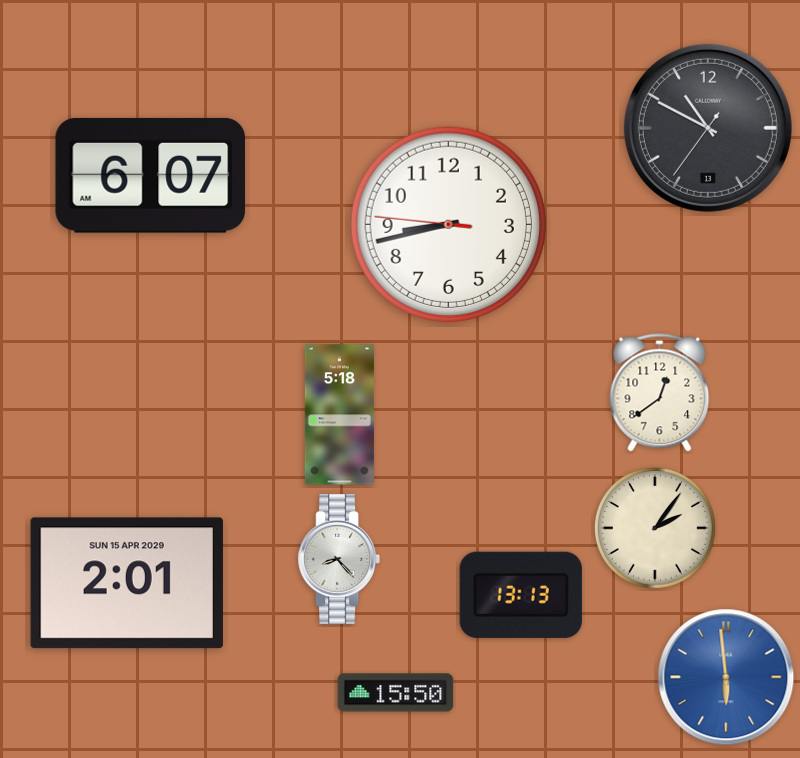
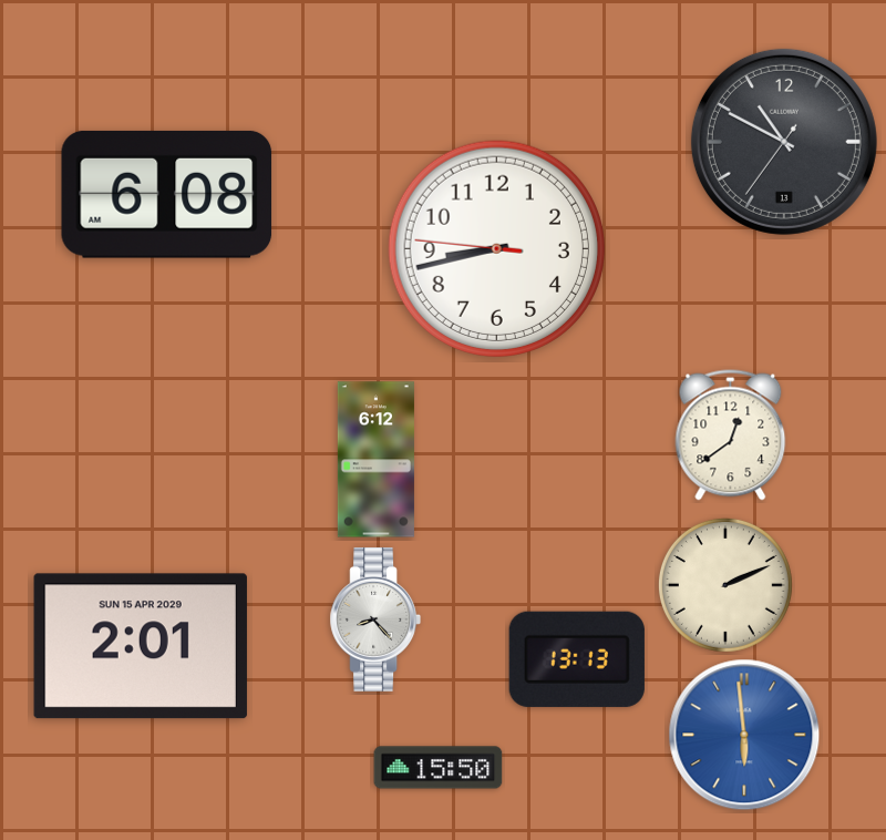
clock at (150, 175): 6:07 -> 6:08
clock at (339, 415): 5:18 -> 6:12
clock at (655, 528): 2:06 -> 2:11
clock at (726, 677) position: (726, 677) -> (744, 735)
